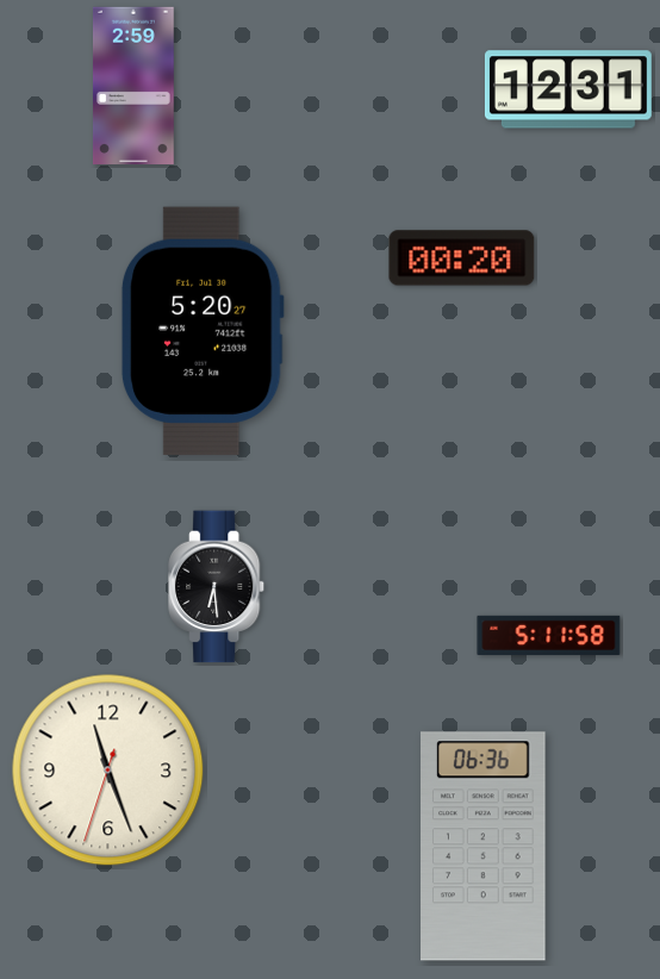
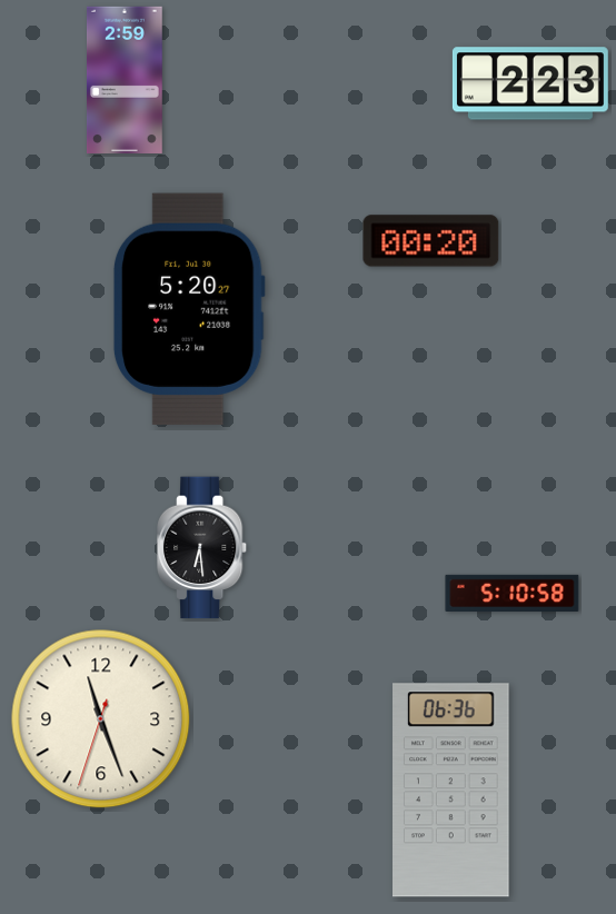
clock at (568, 89): 12:31 -> 2:23
clock at (549, 635): 5:11 -> 5:10
